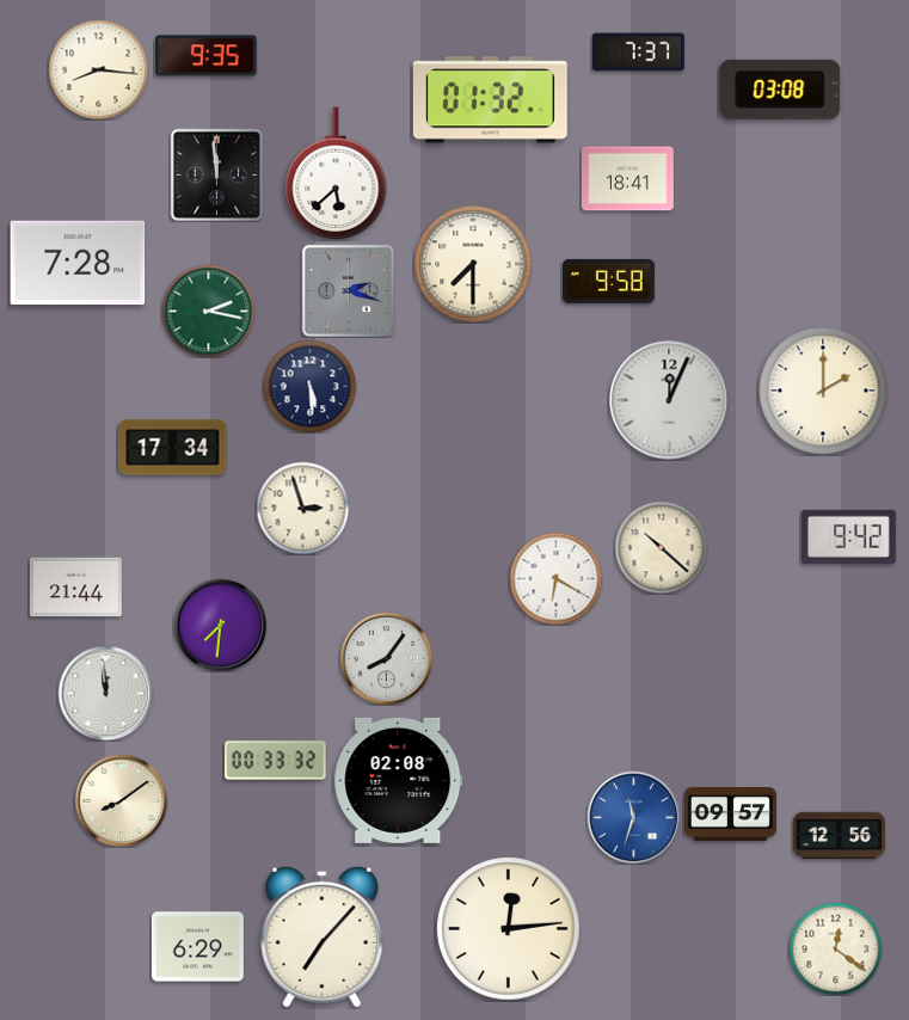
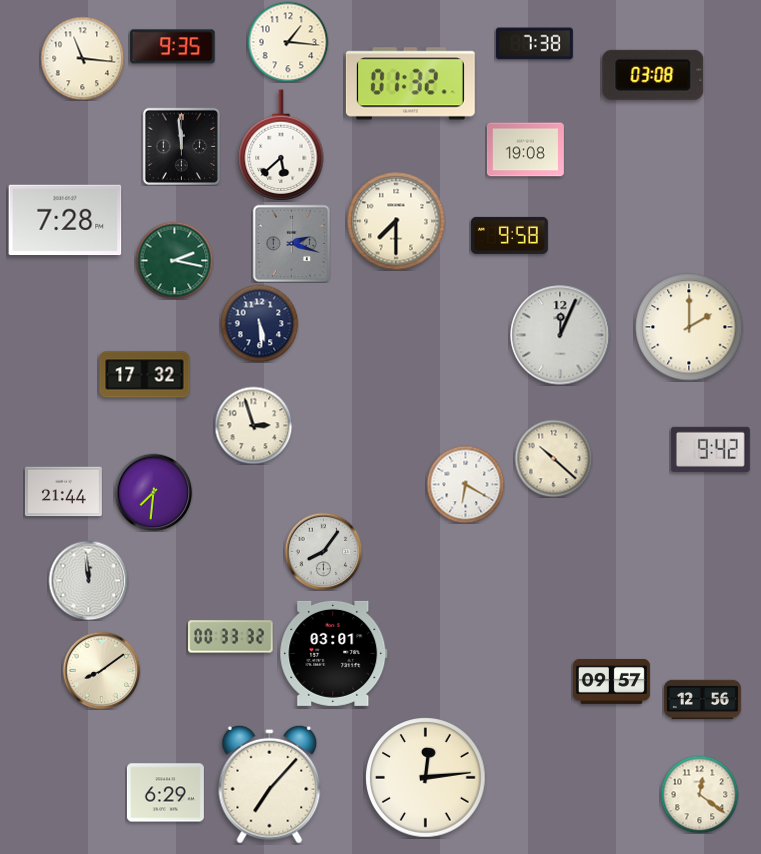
clock at (288, 42): none -> 1:16
clock at (638, 53): 7:37 -> 7:38
clock at (98, 69): 8:16 -> 11:16
clock at (627, 179): 18:41 -> 19:08
clock at (173, 448): 17:34 -> 17:32
clock at (220, 625) position: (220, 625) -> (153, 492)
clock at (399, 780): 02:08 -> 03:01
clock at (633, 817): 11:33 -> none
